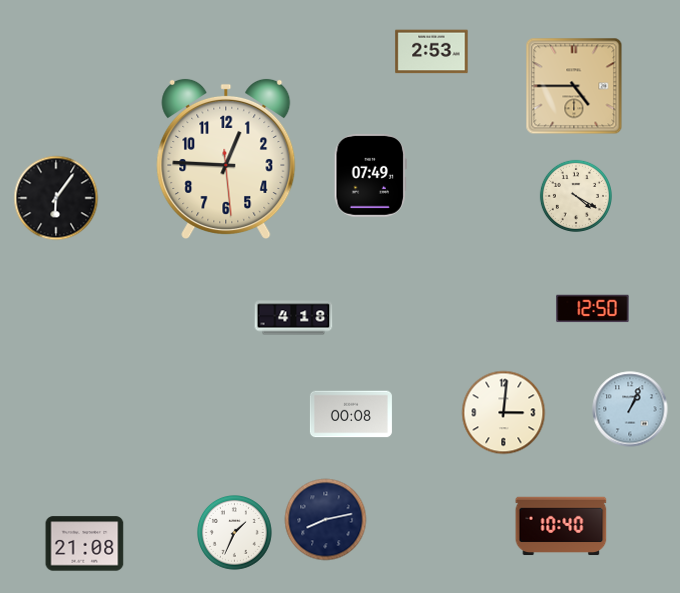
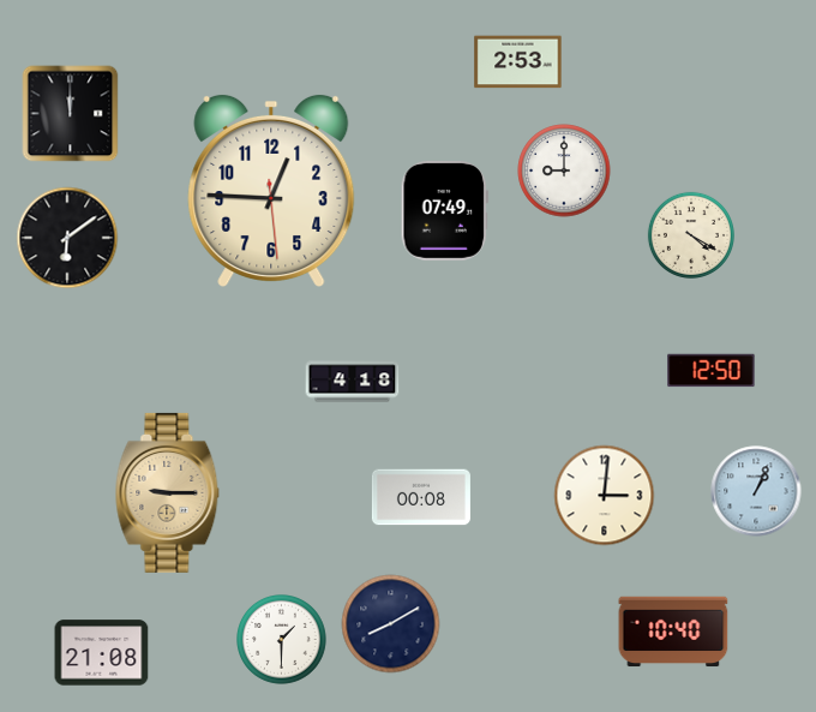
clock at (574, 86): 4:45 -> none
clock at (71, 114): none -> 12:00
clock at (564, 170): none -> 9:00
clock at (56, 198): 6:06 -> 6:09
clock at (168, 492): none -> 9:15
clock at (326, 520): 8:13 -> 8:10
clock at (235, 533): 1:34 -> 1:30
